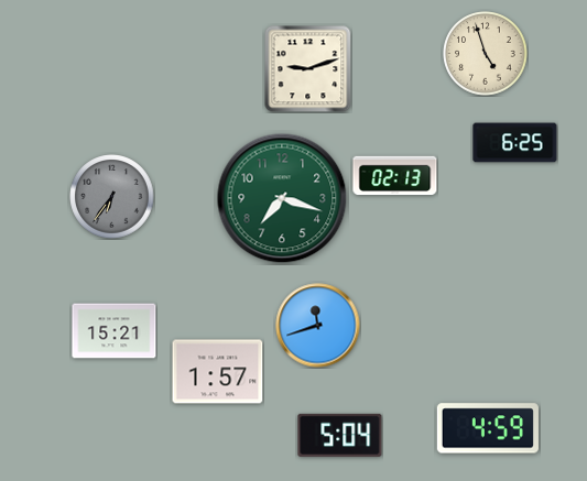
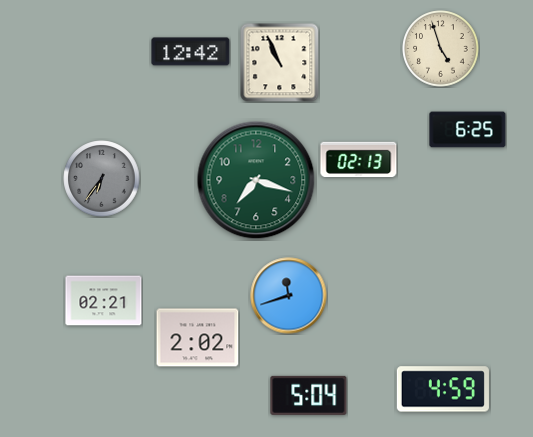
clock at (191, 52): none -> 12:42
clock at (308, 69): 9:12 -> 10:56
clock at (115, 331): 15:21 -> 02:21
clock at (218, 372): 1:57 -> 2:02
